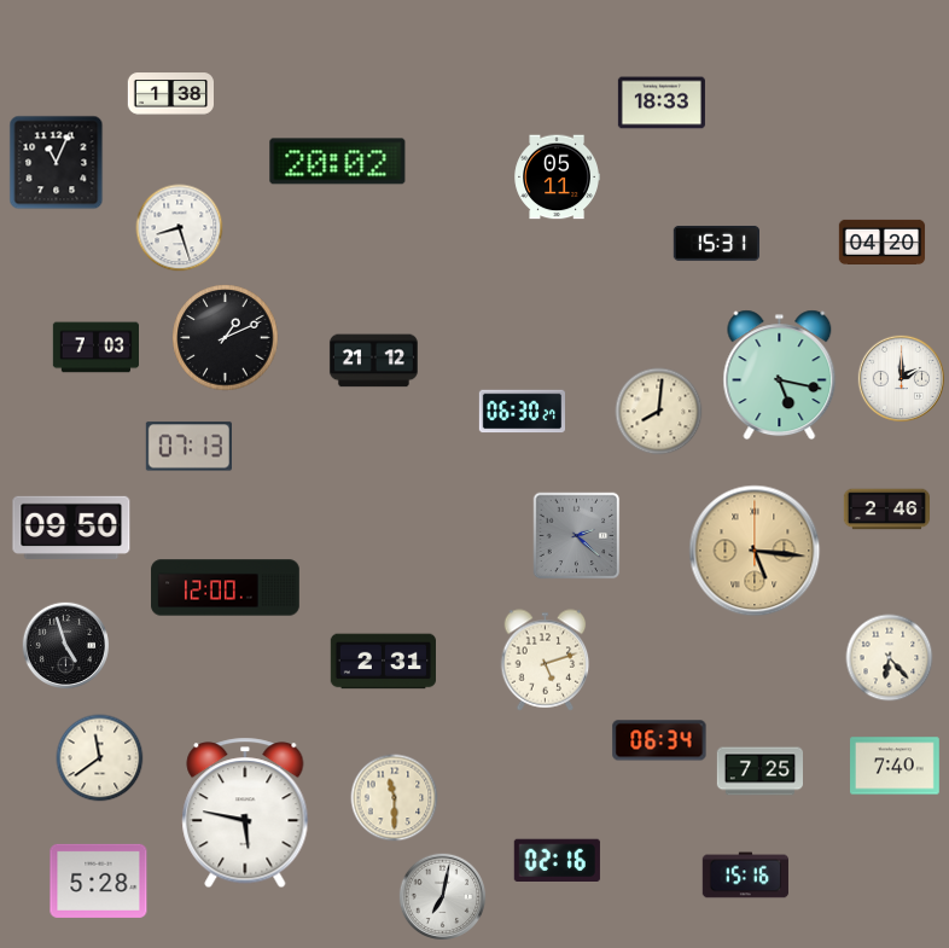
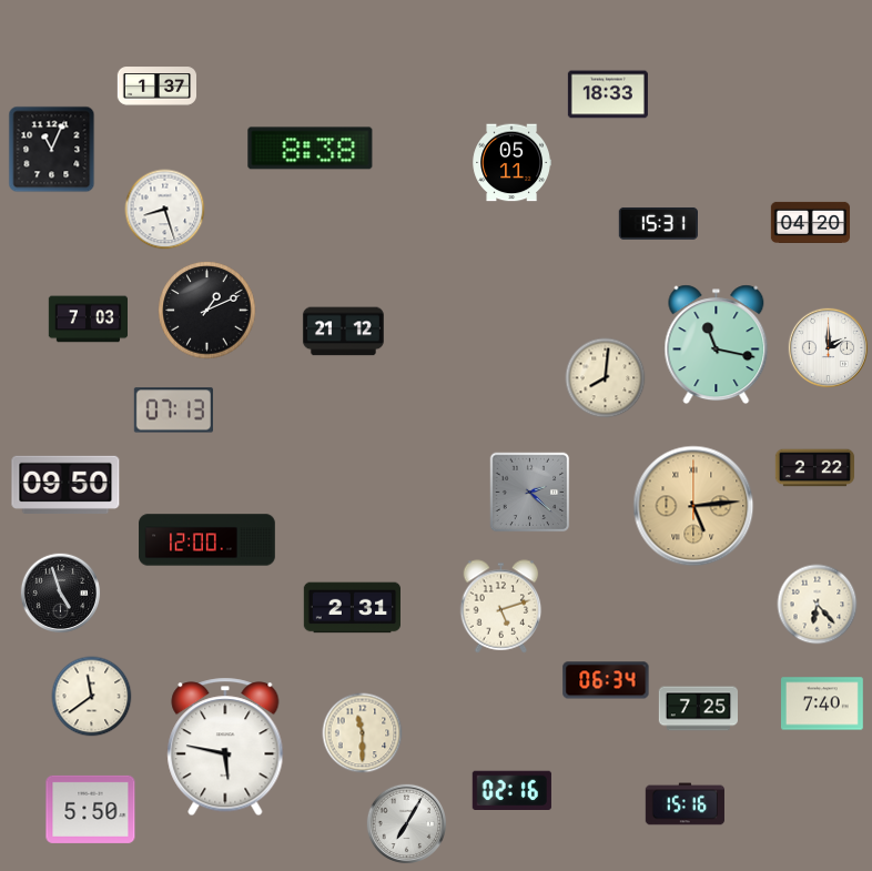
clock at (171, 94): 1:38 -> 1:37
clock at (338, 162): 20:02 -> 8:38
clock at (780, 376): 5:17 -> 11:17
clock at (522, 412): 06:30 -> none
clock at (887, 510): 2:46 -> 2:22
clock at (755, 551): 5:16 -> 5:14
clock at (99, 880): 5:28 -> 5:50
clock at (443, 897): 7:02 -> 7:05
